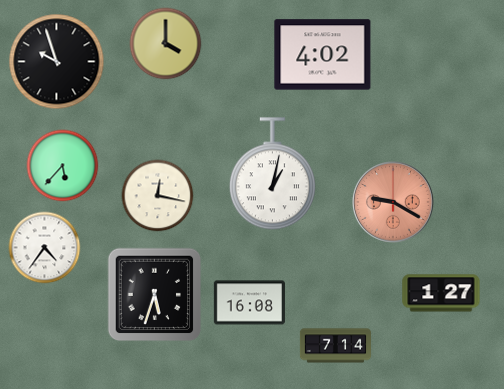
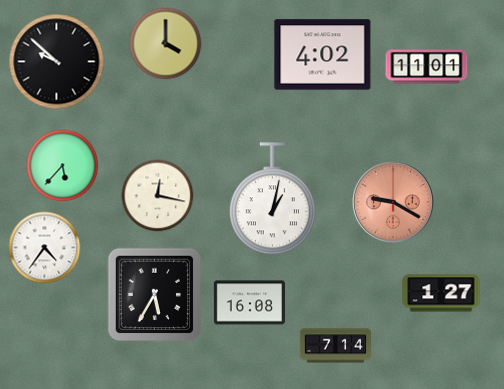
clock at (57, 62): 9:57 -> 9:52
clock at (427, 67): none -> 11:01
clock at (272, 174) position: (272, 174) -> (272, 199)
clock at (155, 295): 5:33 -> 5:35
